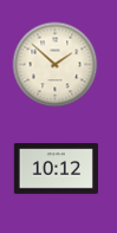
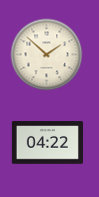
clock at (56, 169): 10:12 -> 04:22
